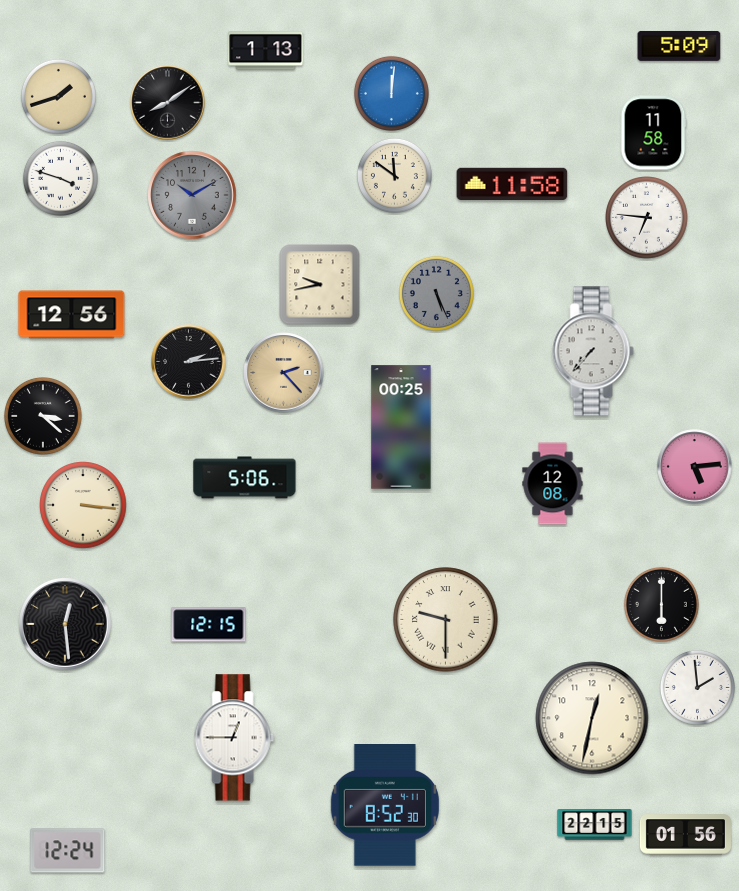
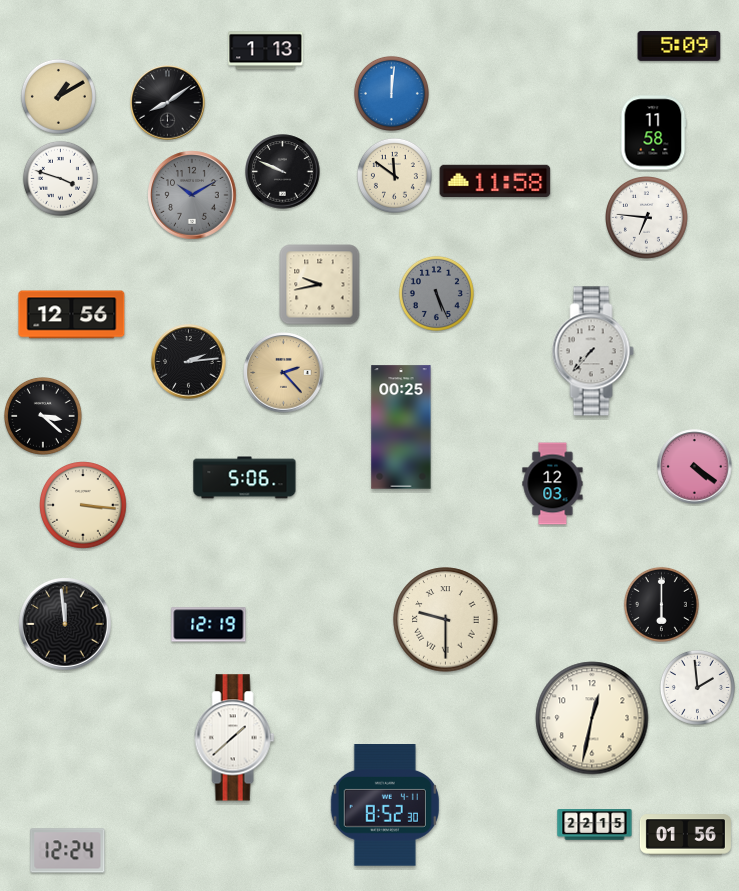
clock at (58, 96): 1:42 -> 1:10
clock at (283, 172): none -> 9:49
clock at (512, 183) position: (512, 183) -> (495, 180)
clock at (695, 467): 5:14 -> 4:21
clock at (553, 484): 12:08 -> 12:03
clock at (65, 624): 12:29 -> 11:59
clock at (209, 625): 12:15 -> 12:19
clock at (235, 738): 12:45 -> 1:38
